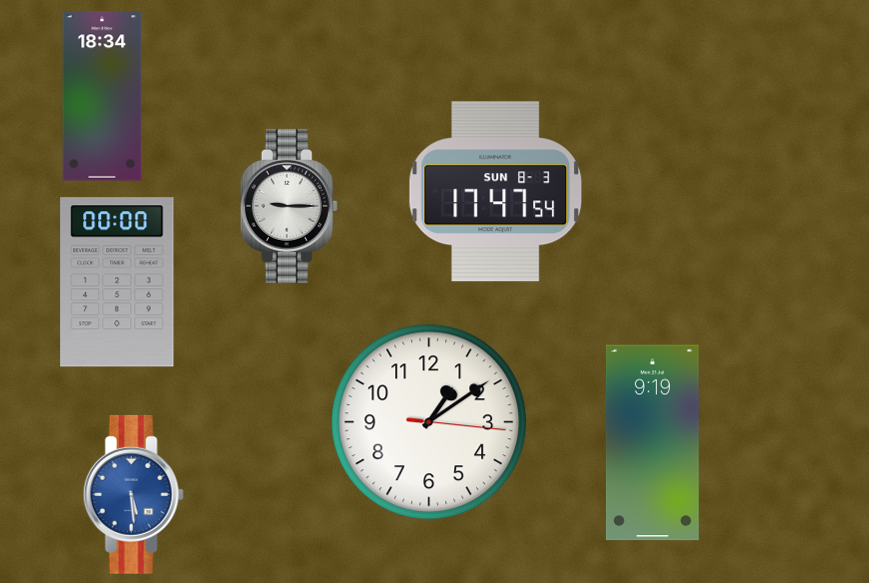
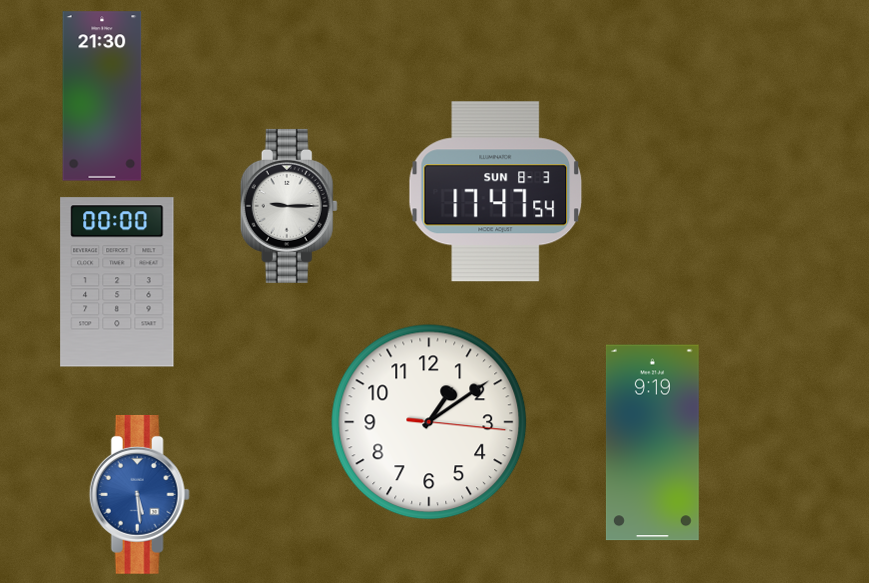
clock at (102, 96): 18:34 -> 21:30
clock at (133, 494) position: (133, 494) -> (139, 494)
